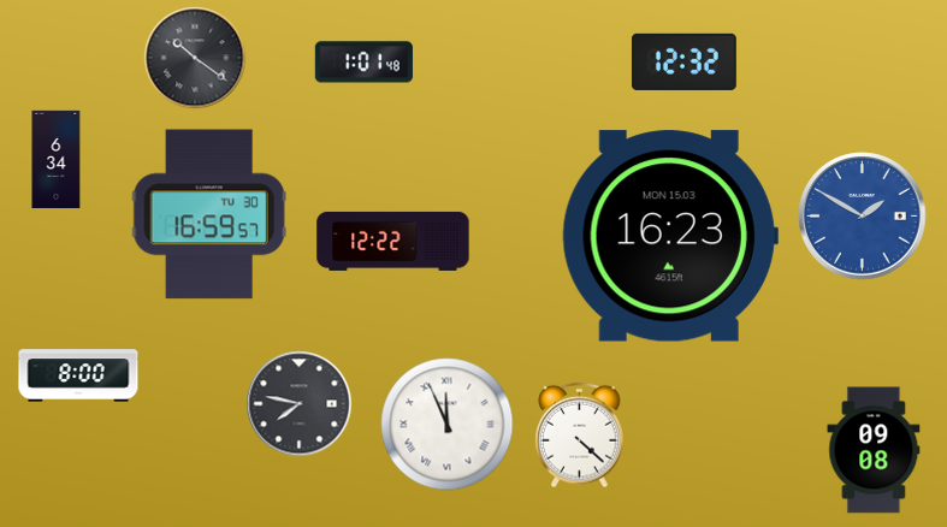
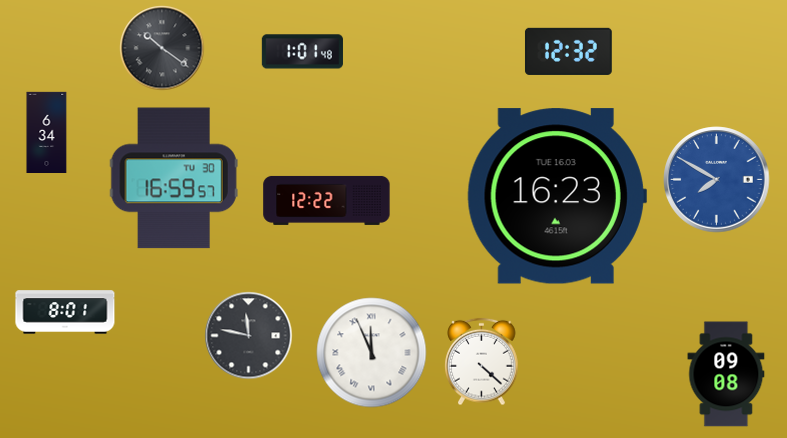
clock at (863, 217): 1:50 -> 7:50
clock at (670, 236) date: MON 15.03 -> TUE 16.03
clock at (78, 375): 8:00 -> 8:01
clock at (300, 404): 7:47 -> 11:47
